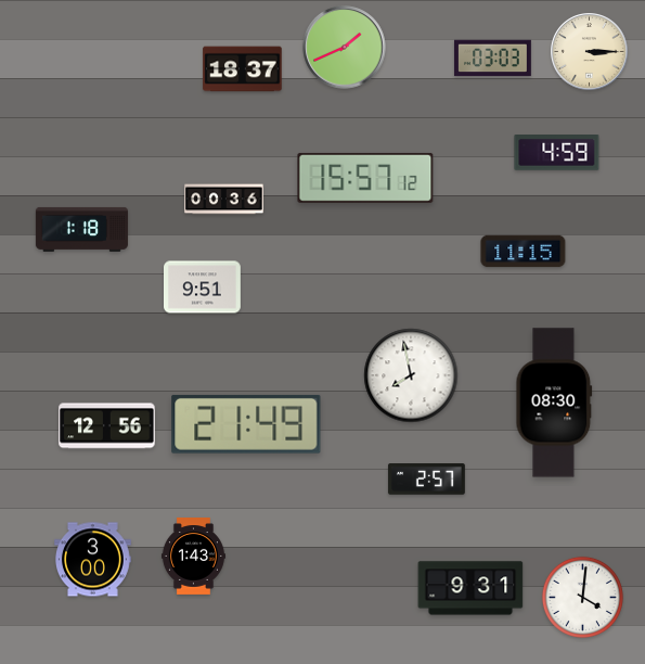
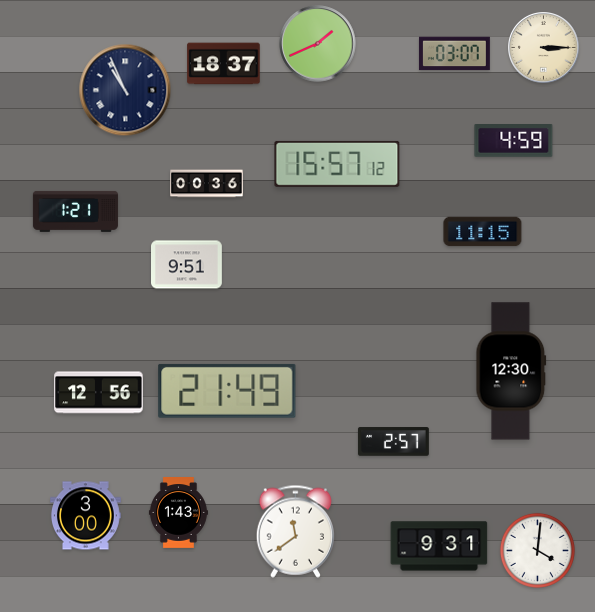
clock at (492, 59): 03:03 -> 03:07
clock at (125, 90): none -> 10:56
clock at (81, 229): 1:18 -> 1:21
clock at (411, 375): 7:58 -> none
clock at (554, 403): 08:30 -> 12:30
clock at (295, 531): none -> 11:39
clock at (470, 588) position: (470, 588) -> (439, 546)
